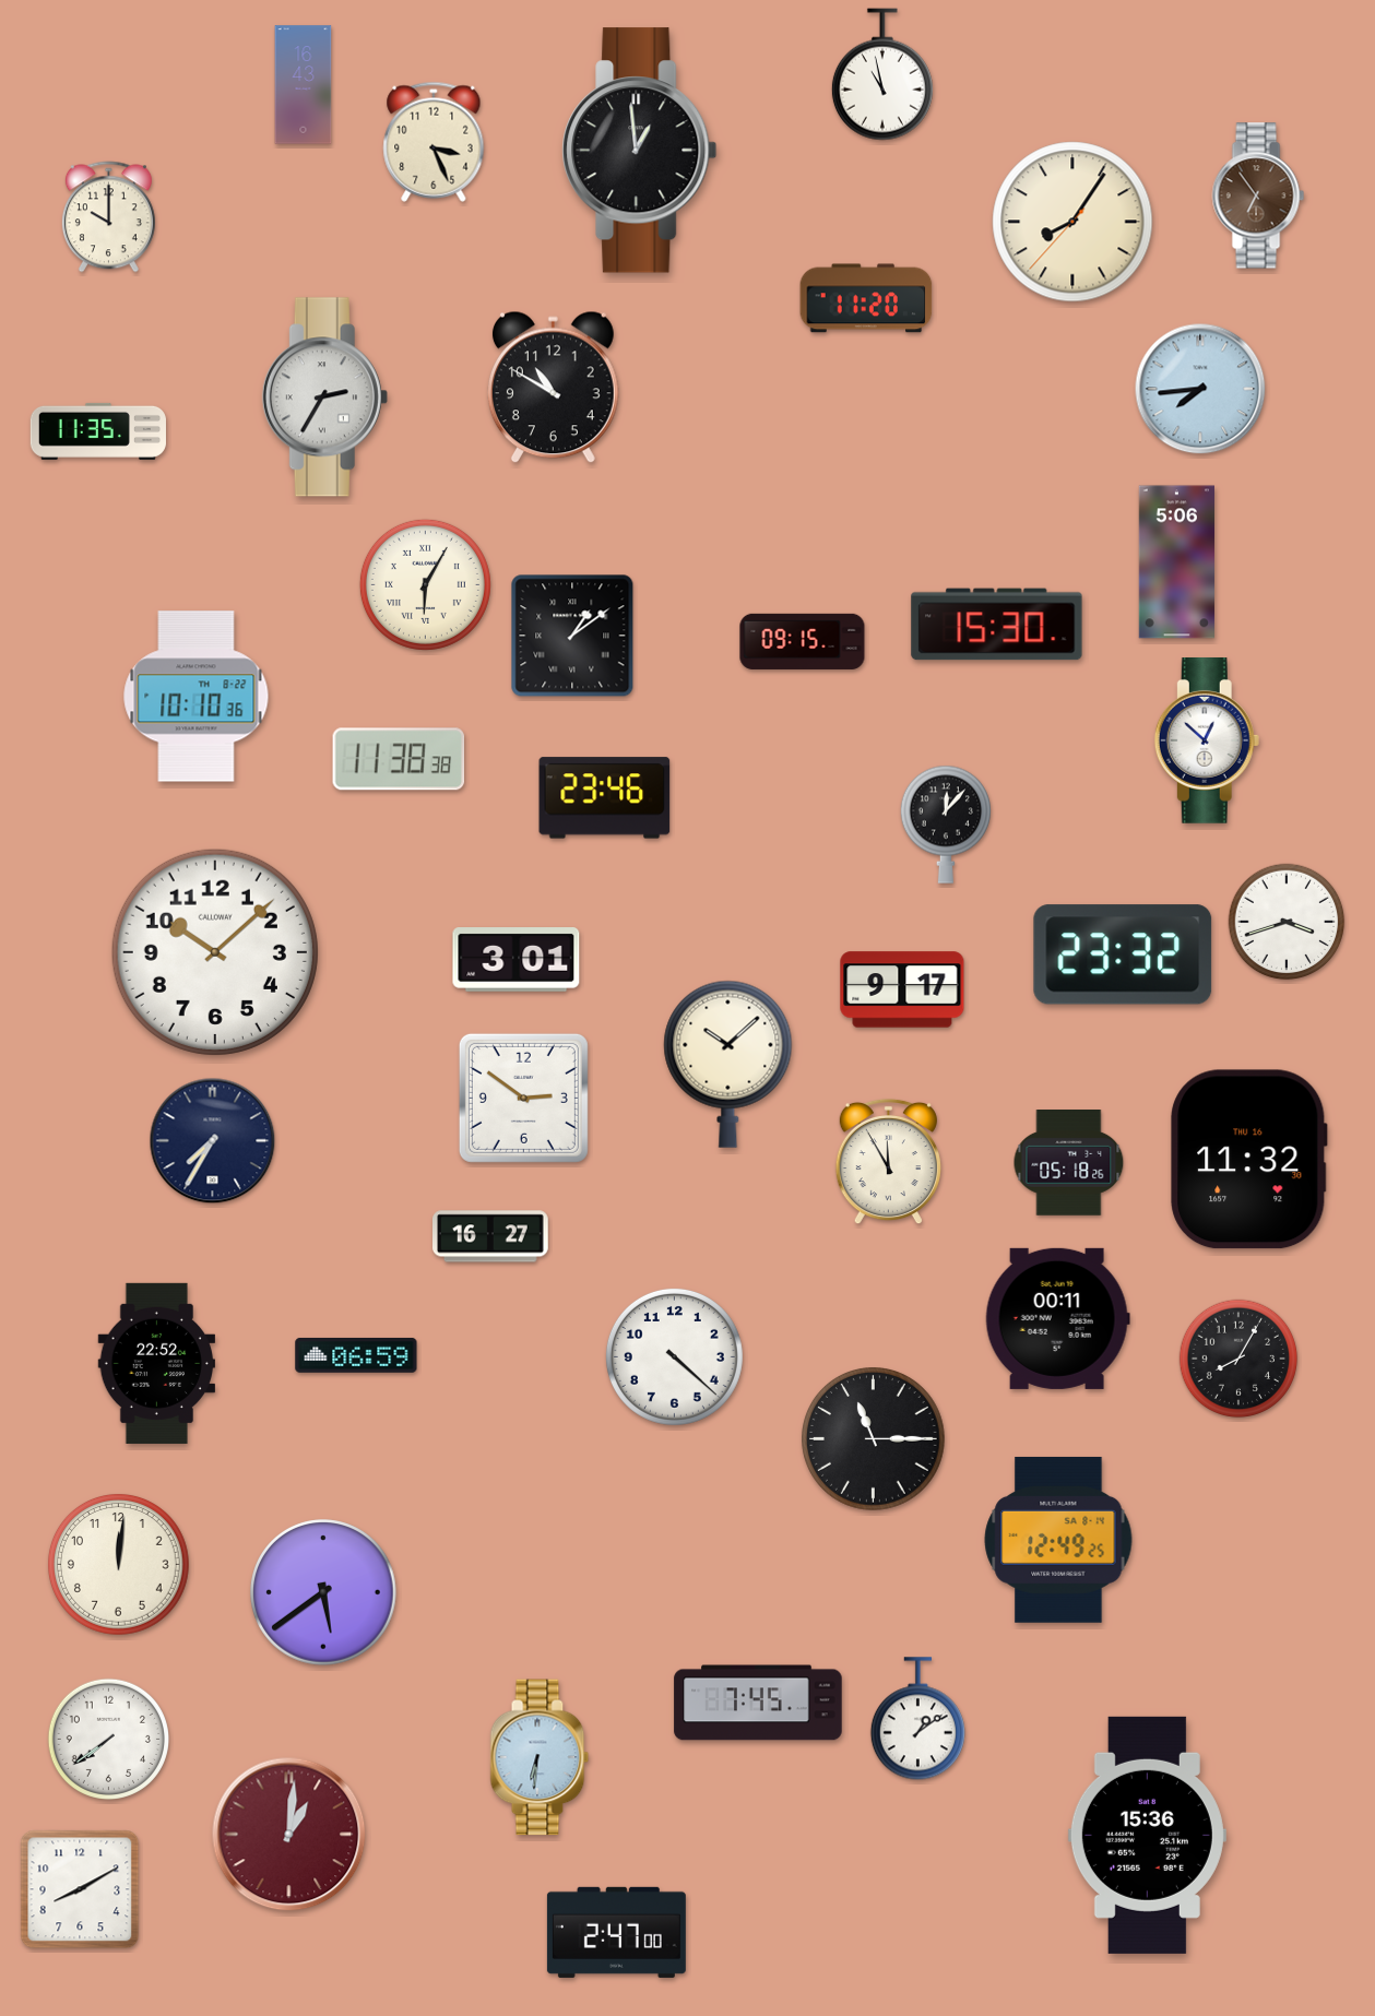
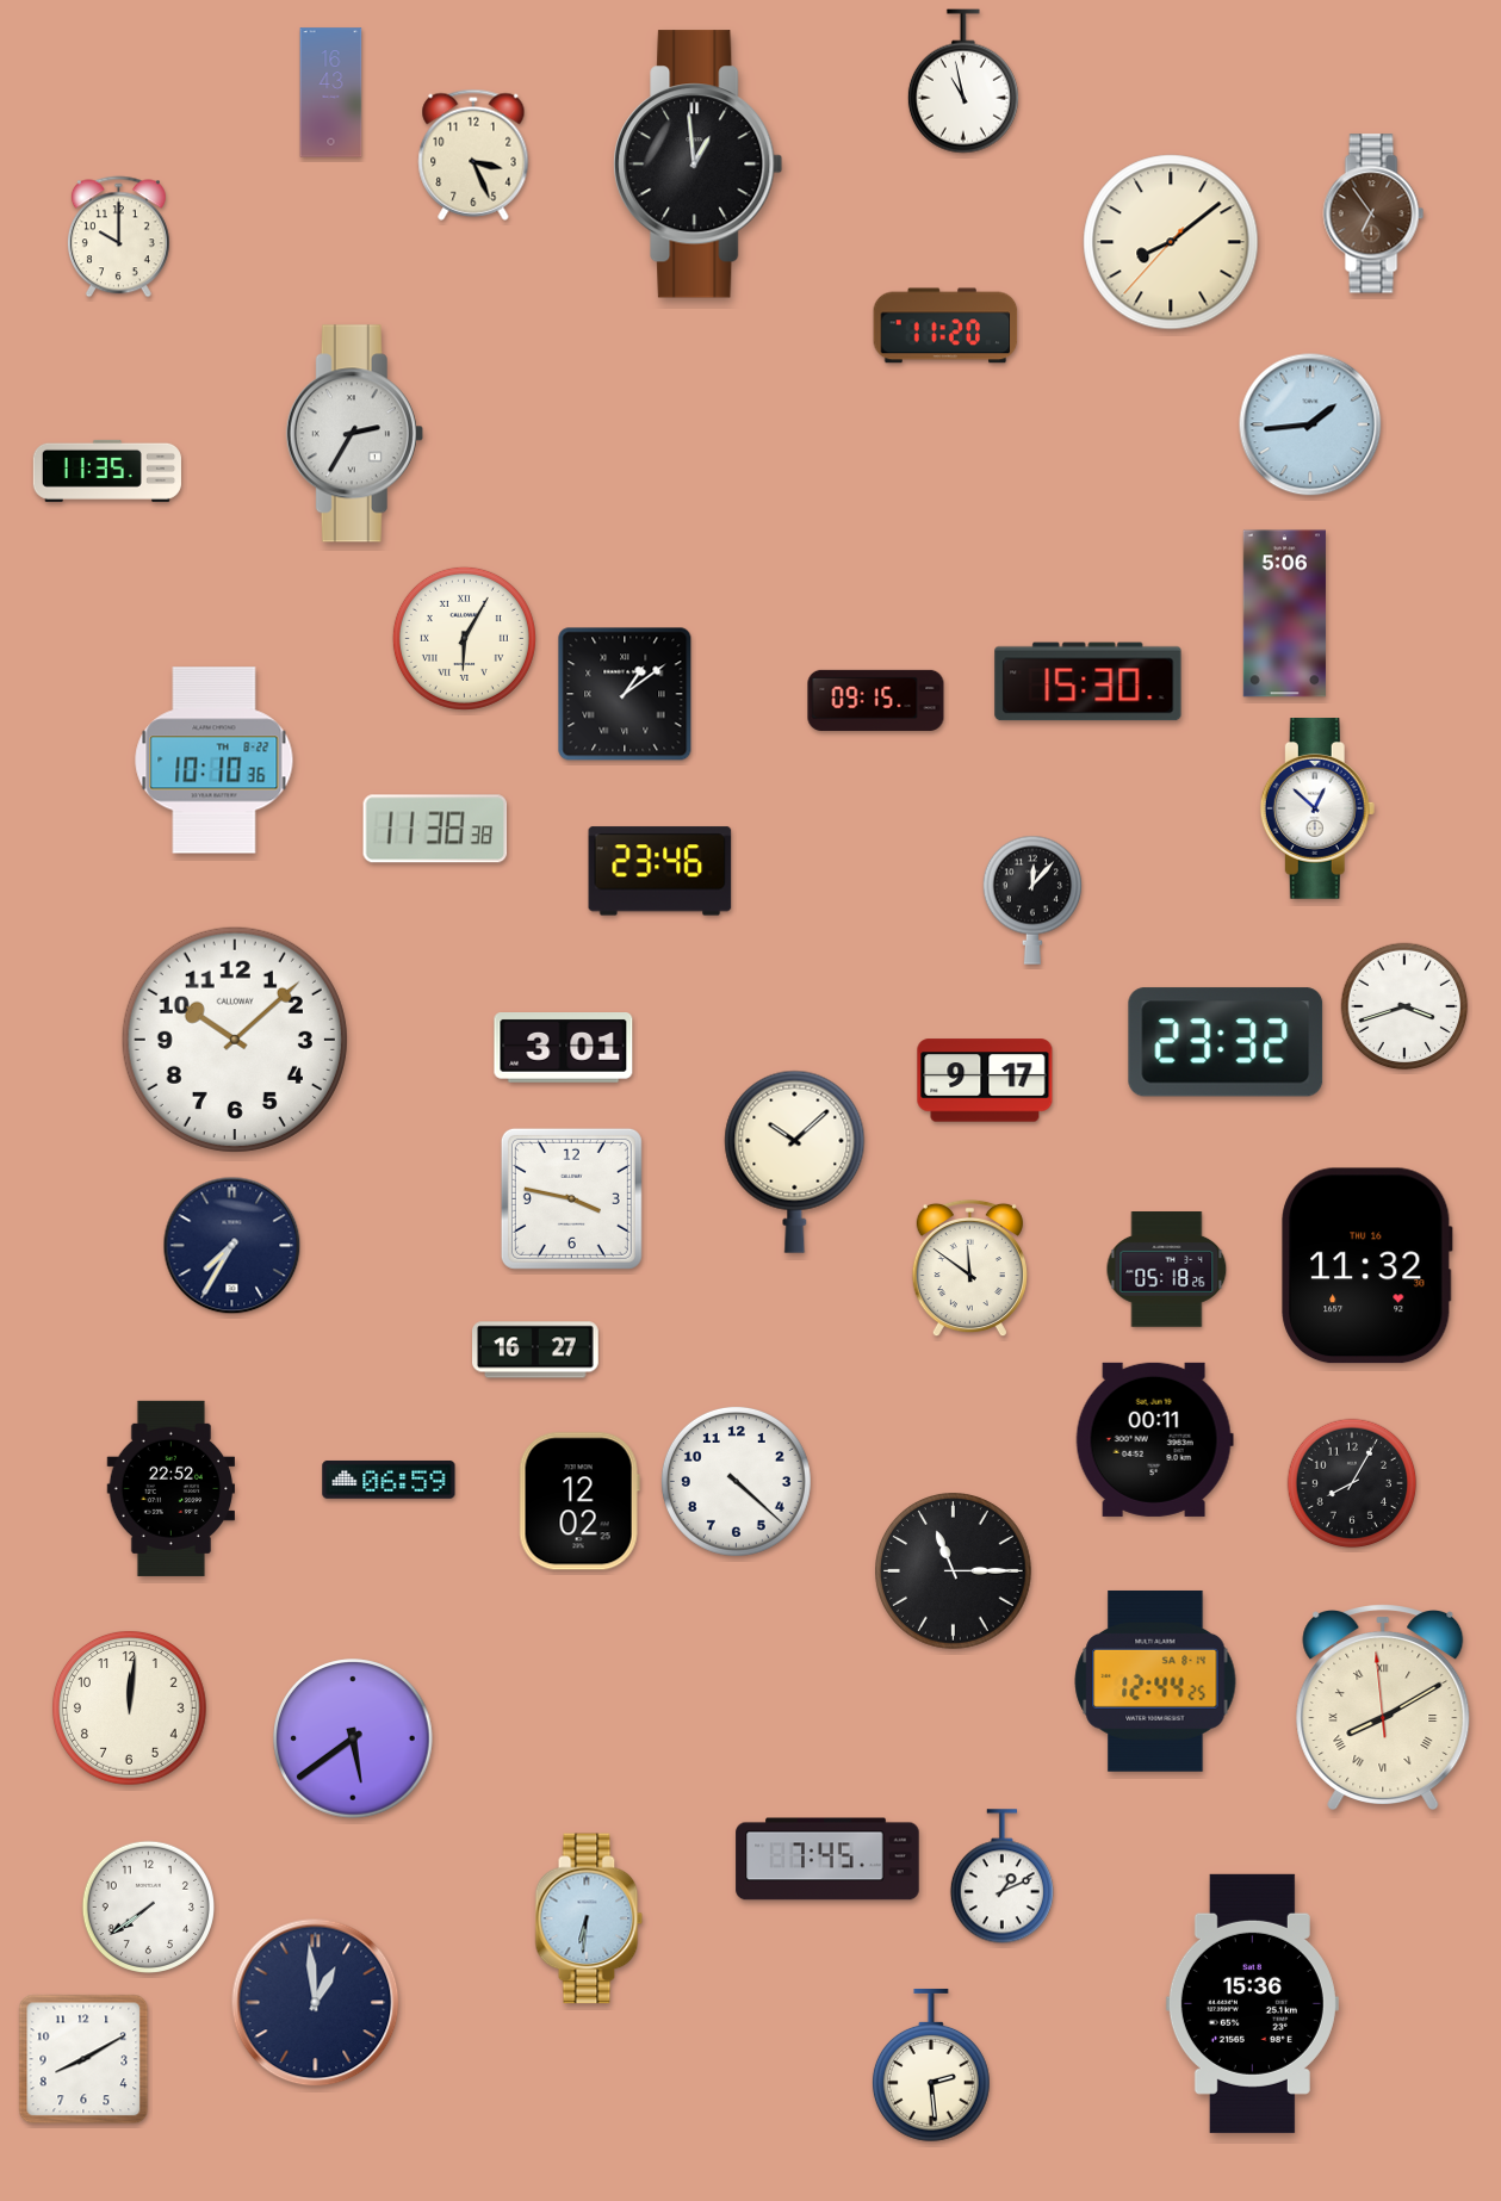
clock at (1072, 222): 8:05 -> 8:08
clock at (553, 388): 10:50 -> none
clock at (1200, 389): 7:44 -> 1:44
clock at (523, 1098): 2:51 -> 3:47
clock at (1249, 1160) position: (1249, 1160) -> (1367, 1266)
clock at (888, 1162): 11:55 -> 11:51
clock at (579, 1501): none -> 12:02
clock at (1058, 1540): 12:49 -> 12:44
clock at (1383, 1707): none -> 8:09
clock at (917, 1719): 1:09 -> 1:11
clock at (108, 1739) position: (108, 1739) -> (148, 1906)
clock at (289, 1835): 1:01 -> 12:59
clock at (289, 1835) dial: burgundy -> navy
clock at (80, 1889) position: (80, 1889) -> (83, 2059)
clock at (931, 2065): none -> 2:29
clock at (616, 1932): 2:47 -> none
